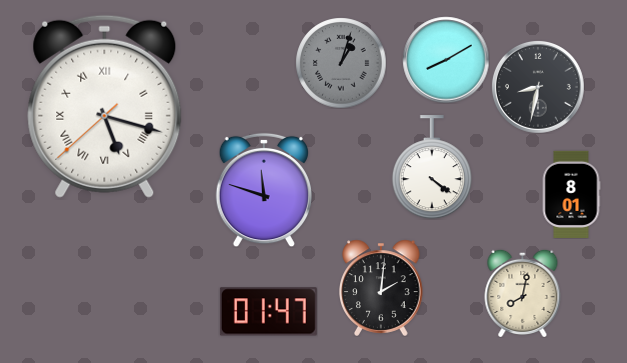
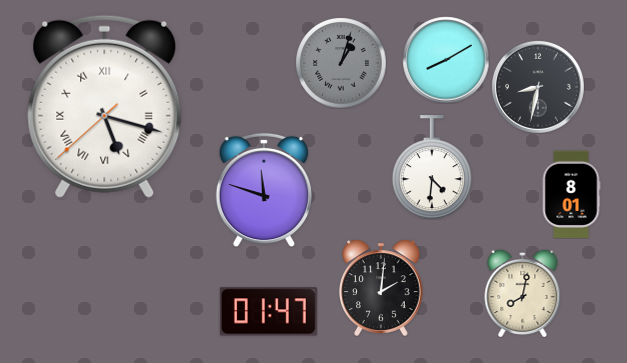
clock at (432, 167): 4:21 -> 4:31
